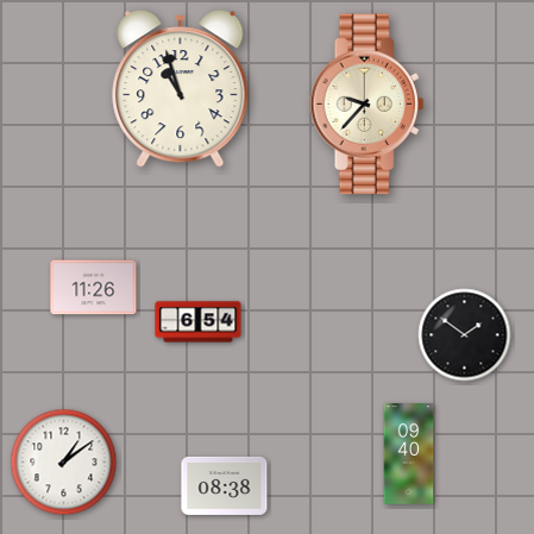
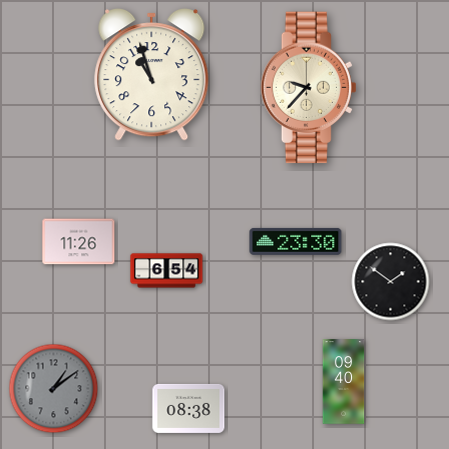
clock at (296, 241): none -> 23:30
clock at (64, 463) dial: white -> grey
